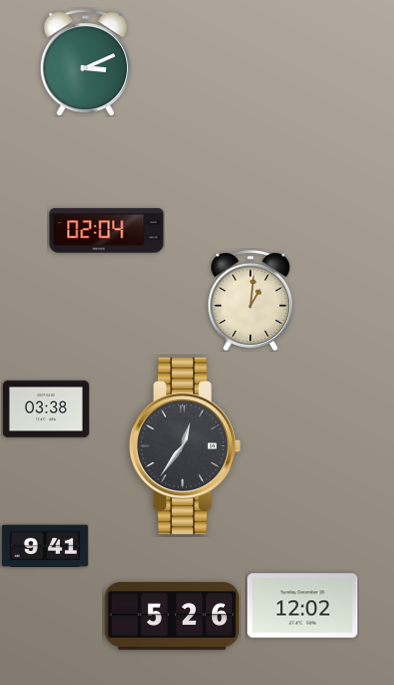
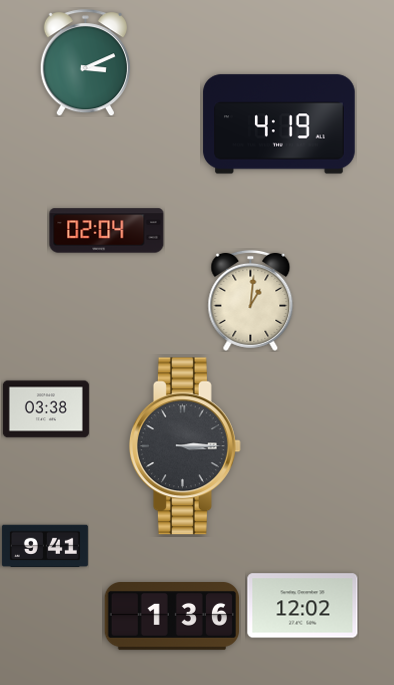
clock at (279, 124): none -> 4:19
clock at (185, 446): 12:36 -> 3:15
clock at (171, 617): 5:26 -> 1:36
